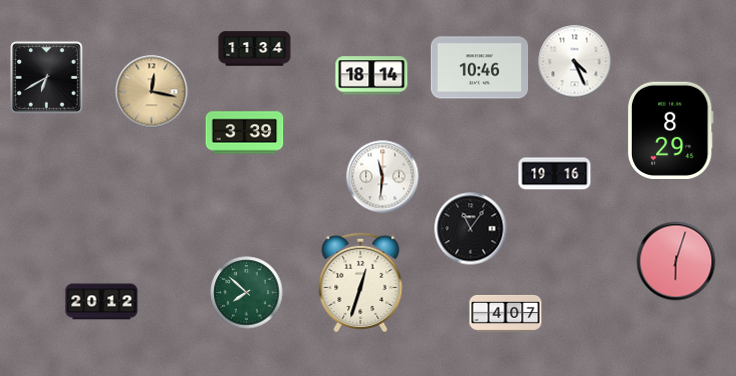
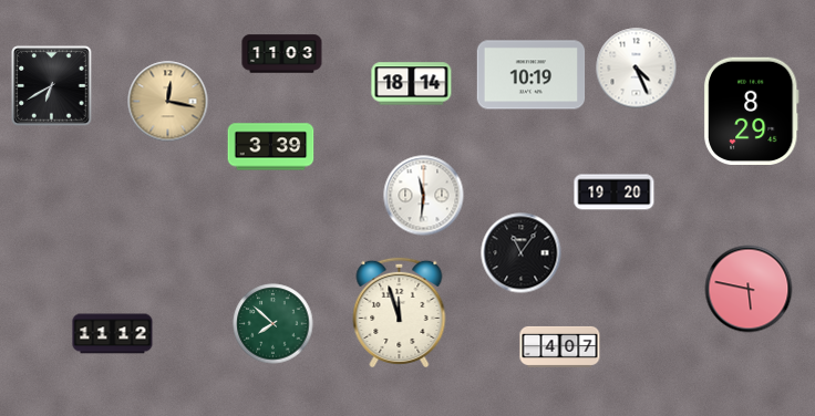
clock at (255, 49): 11:34 -> 11:03
clock at (480, 68): 10:46 -> 10:19
clock at (670, 130) position: (670, 130) -> (751, 111)
clock at (555, 174): 19:16 -> 19:20
clock at (676, 261): 6:03 -> 5:47
clock at (361, 282): 12:33 -> 11:57
clock at (102, 302): 20:12 -> 11:12
